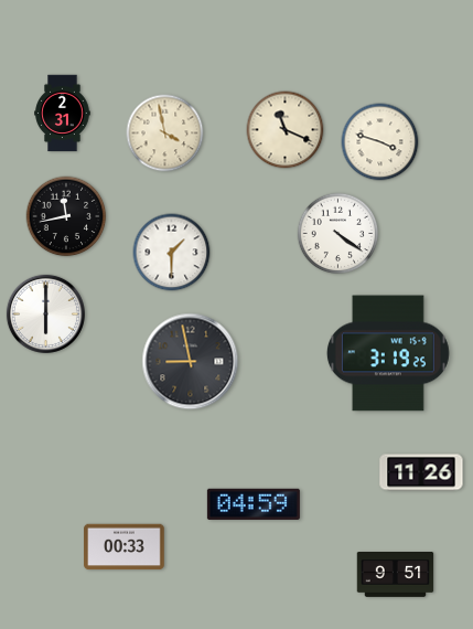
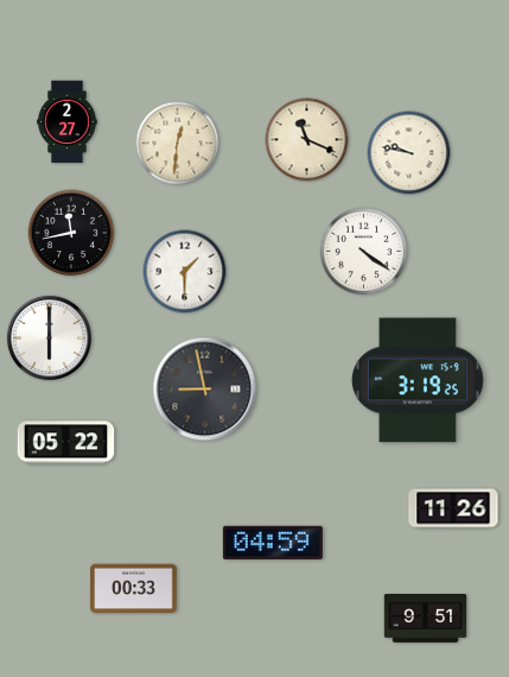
clock at (63, 114): 2:31 -> 2:27
clock at (165, 134): 3:58 -> 12:31
clock at (380, 142): 3:48 -> 9:47
clock at (66, 443): none -> 05:22
